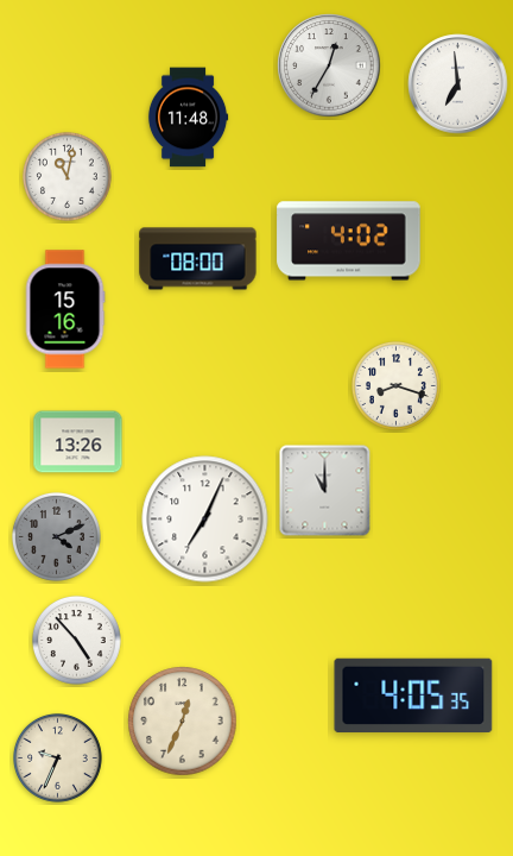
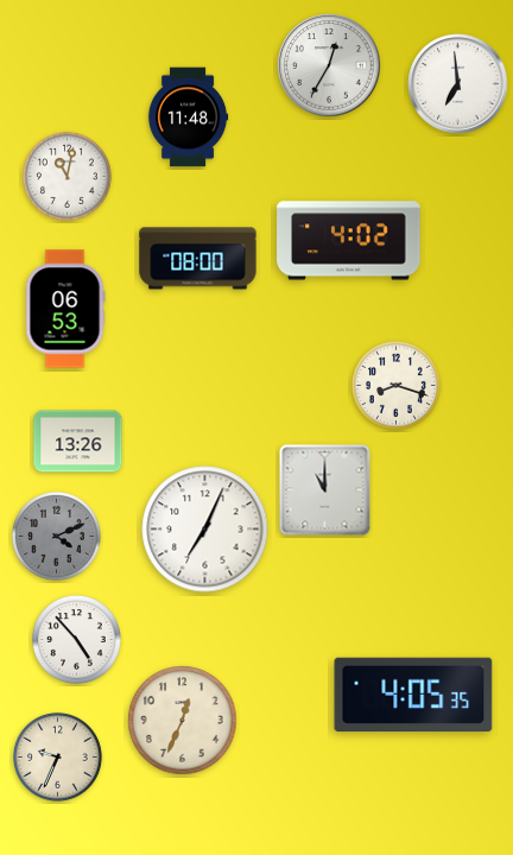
clock at (65, 309): 15:16 -> 06:53
clock at (205, 520) position: (205, 520) -> (205, 530)
